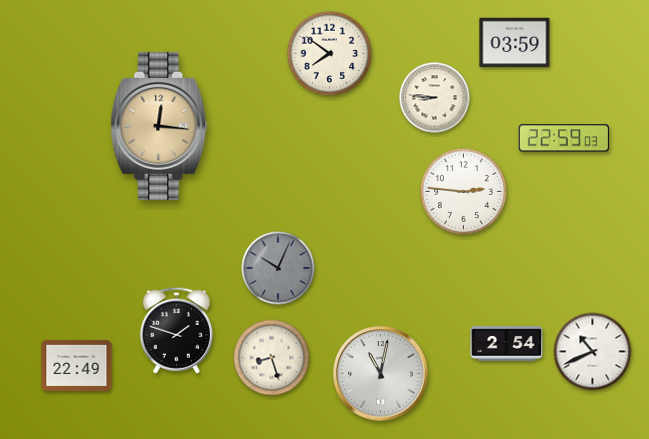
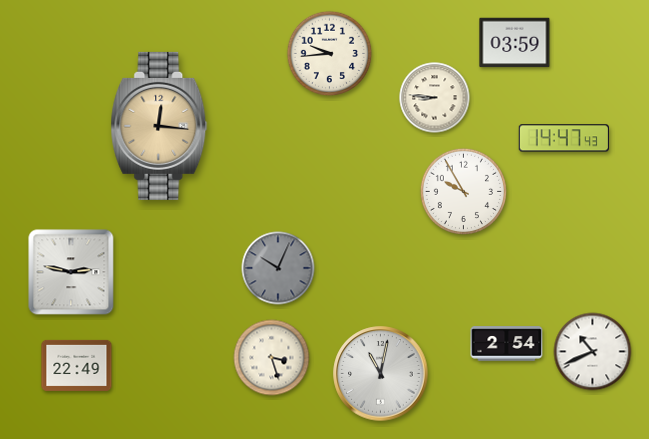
clock at (330, 54): 7:51 -> 9:44
clock at (564, 138): 22:59 -> 14:47
clock at (463, 191): 2:46 -> 9:55
clock at (71, 272): none -> 2:47
clock at (176, 330): 1:48 -> none
clock at (272, 358): 8:27 -> 3:27
